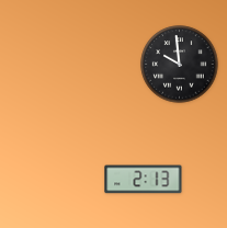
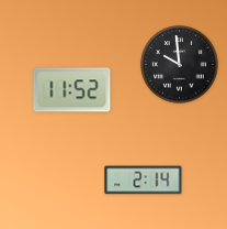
clock at (72, 90): none -> 11:52
clock at (144, 180): 2:13 -> 2:14
